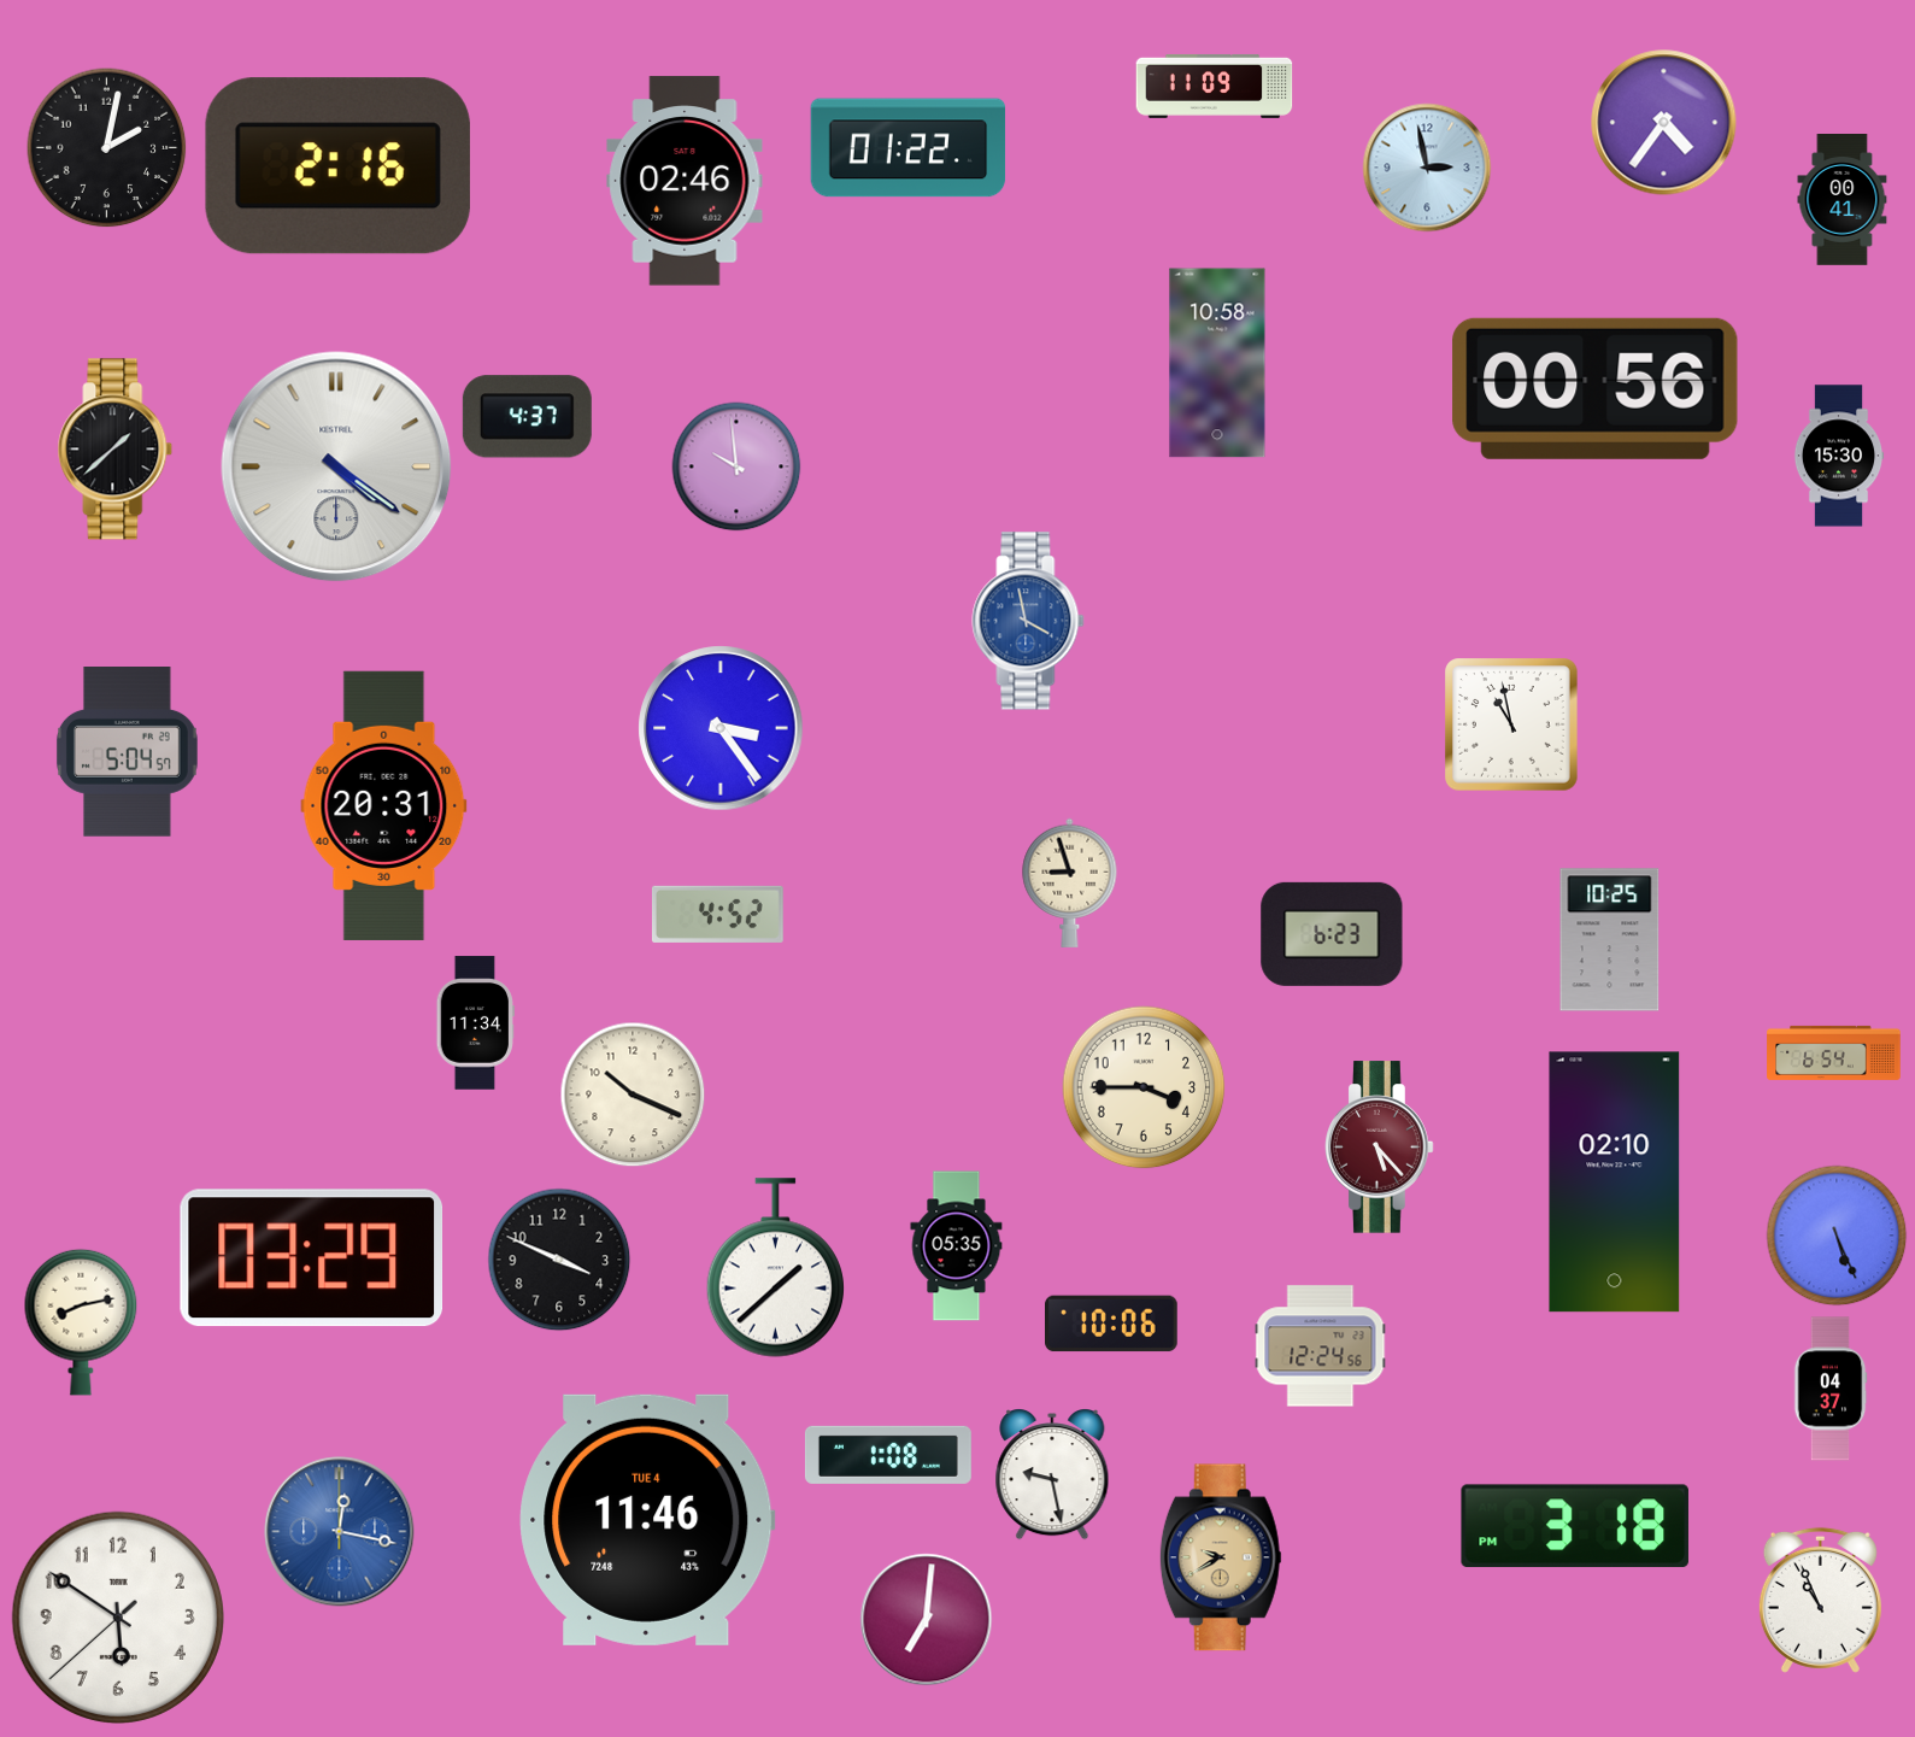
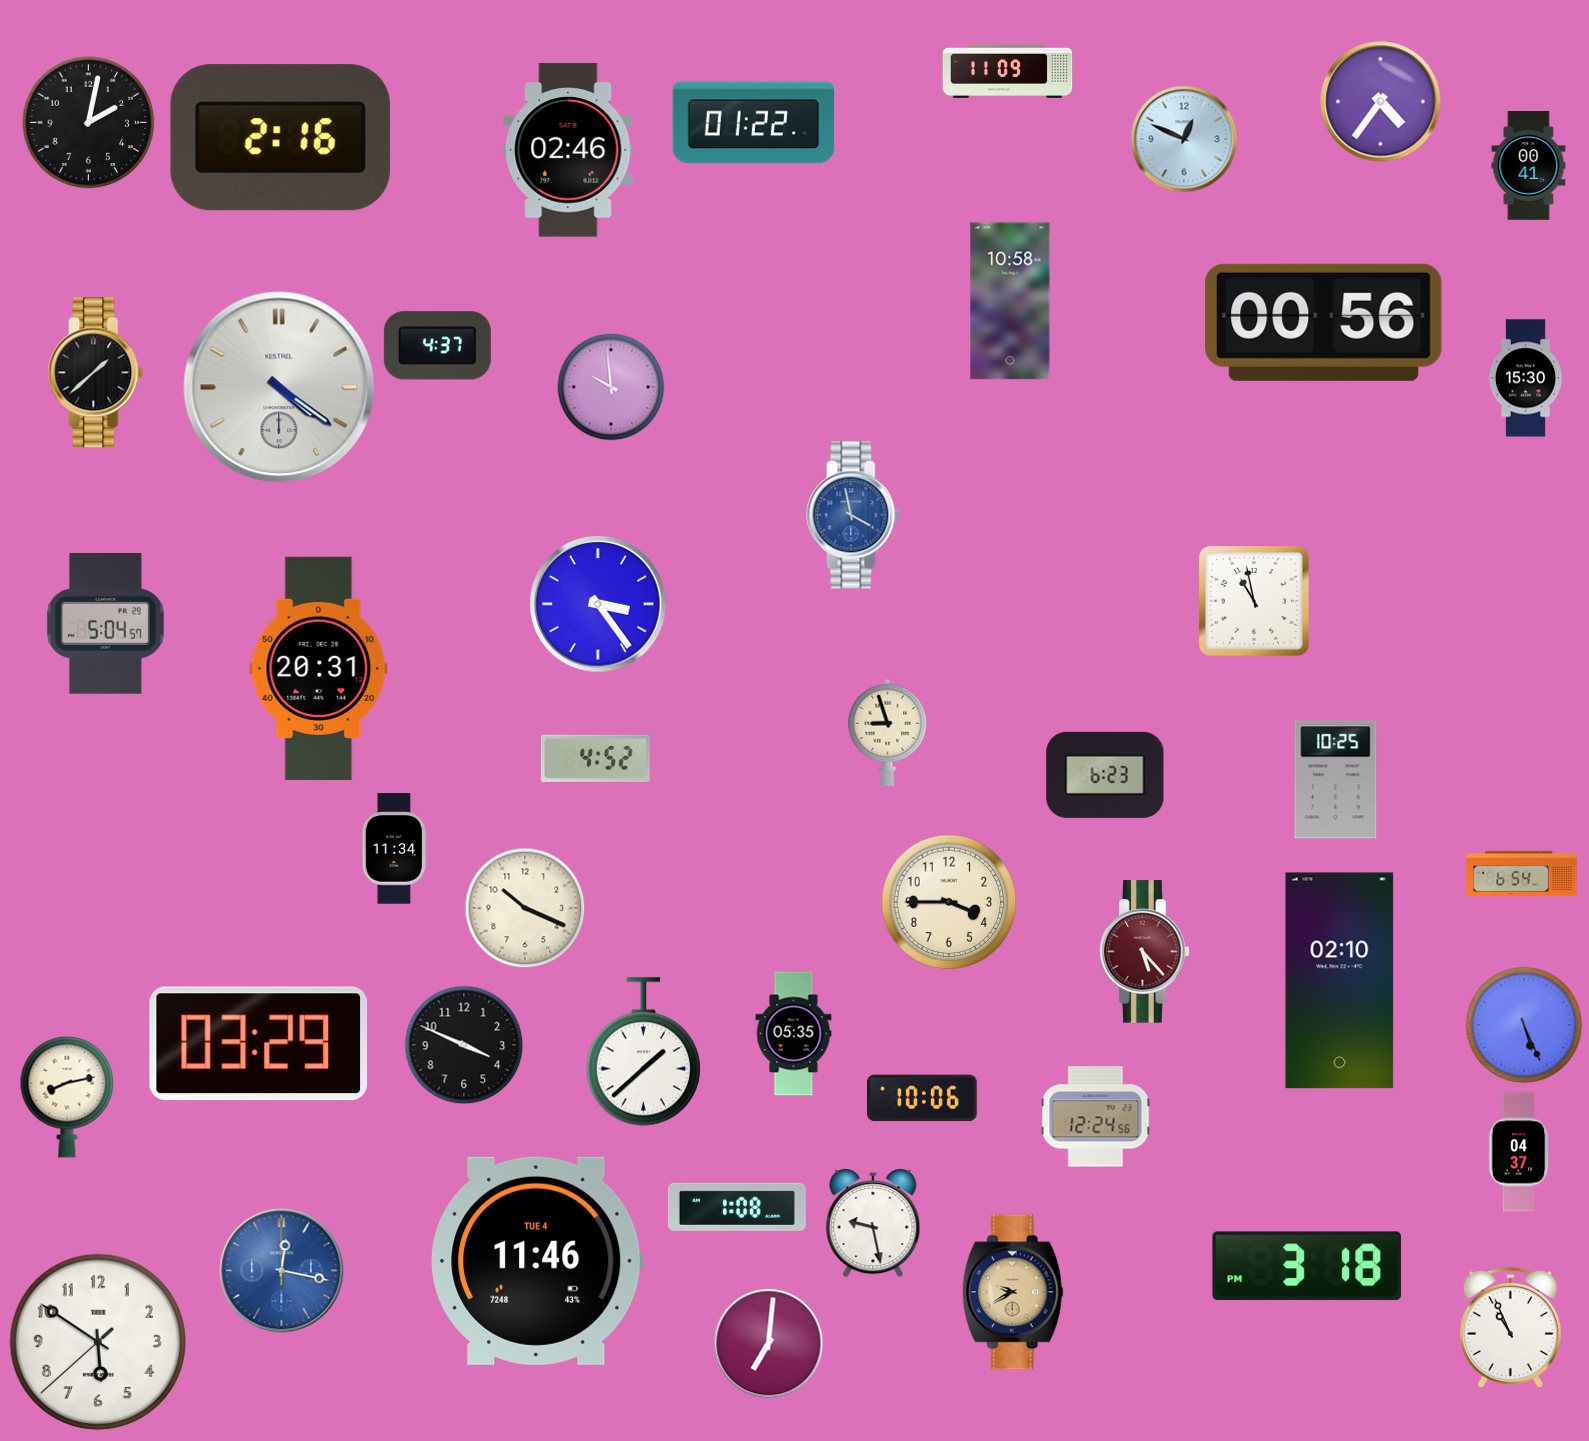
clock at (1427, 168): 2:58 -> 12:49
